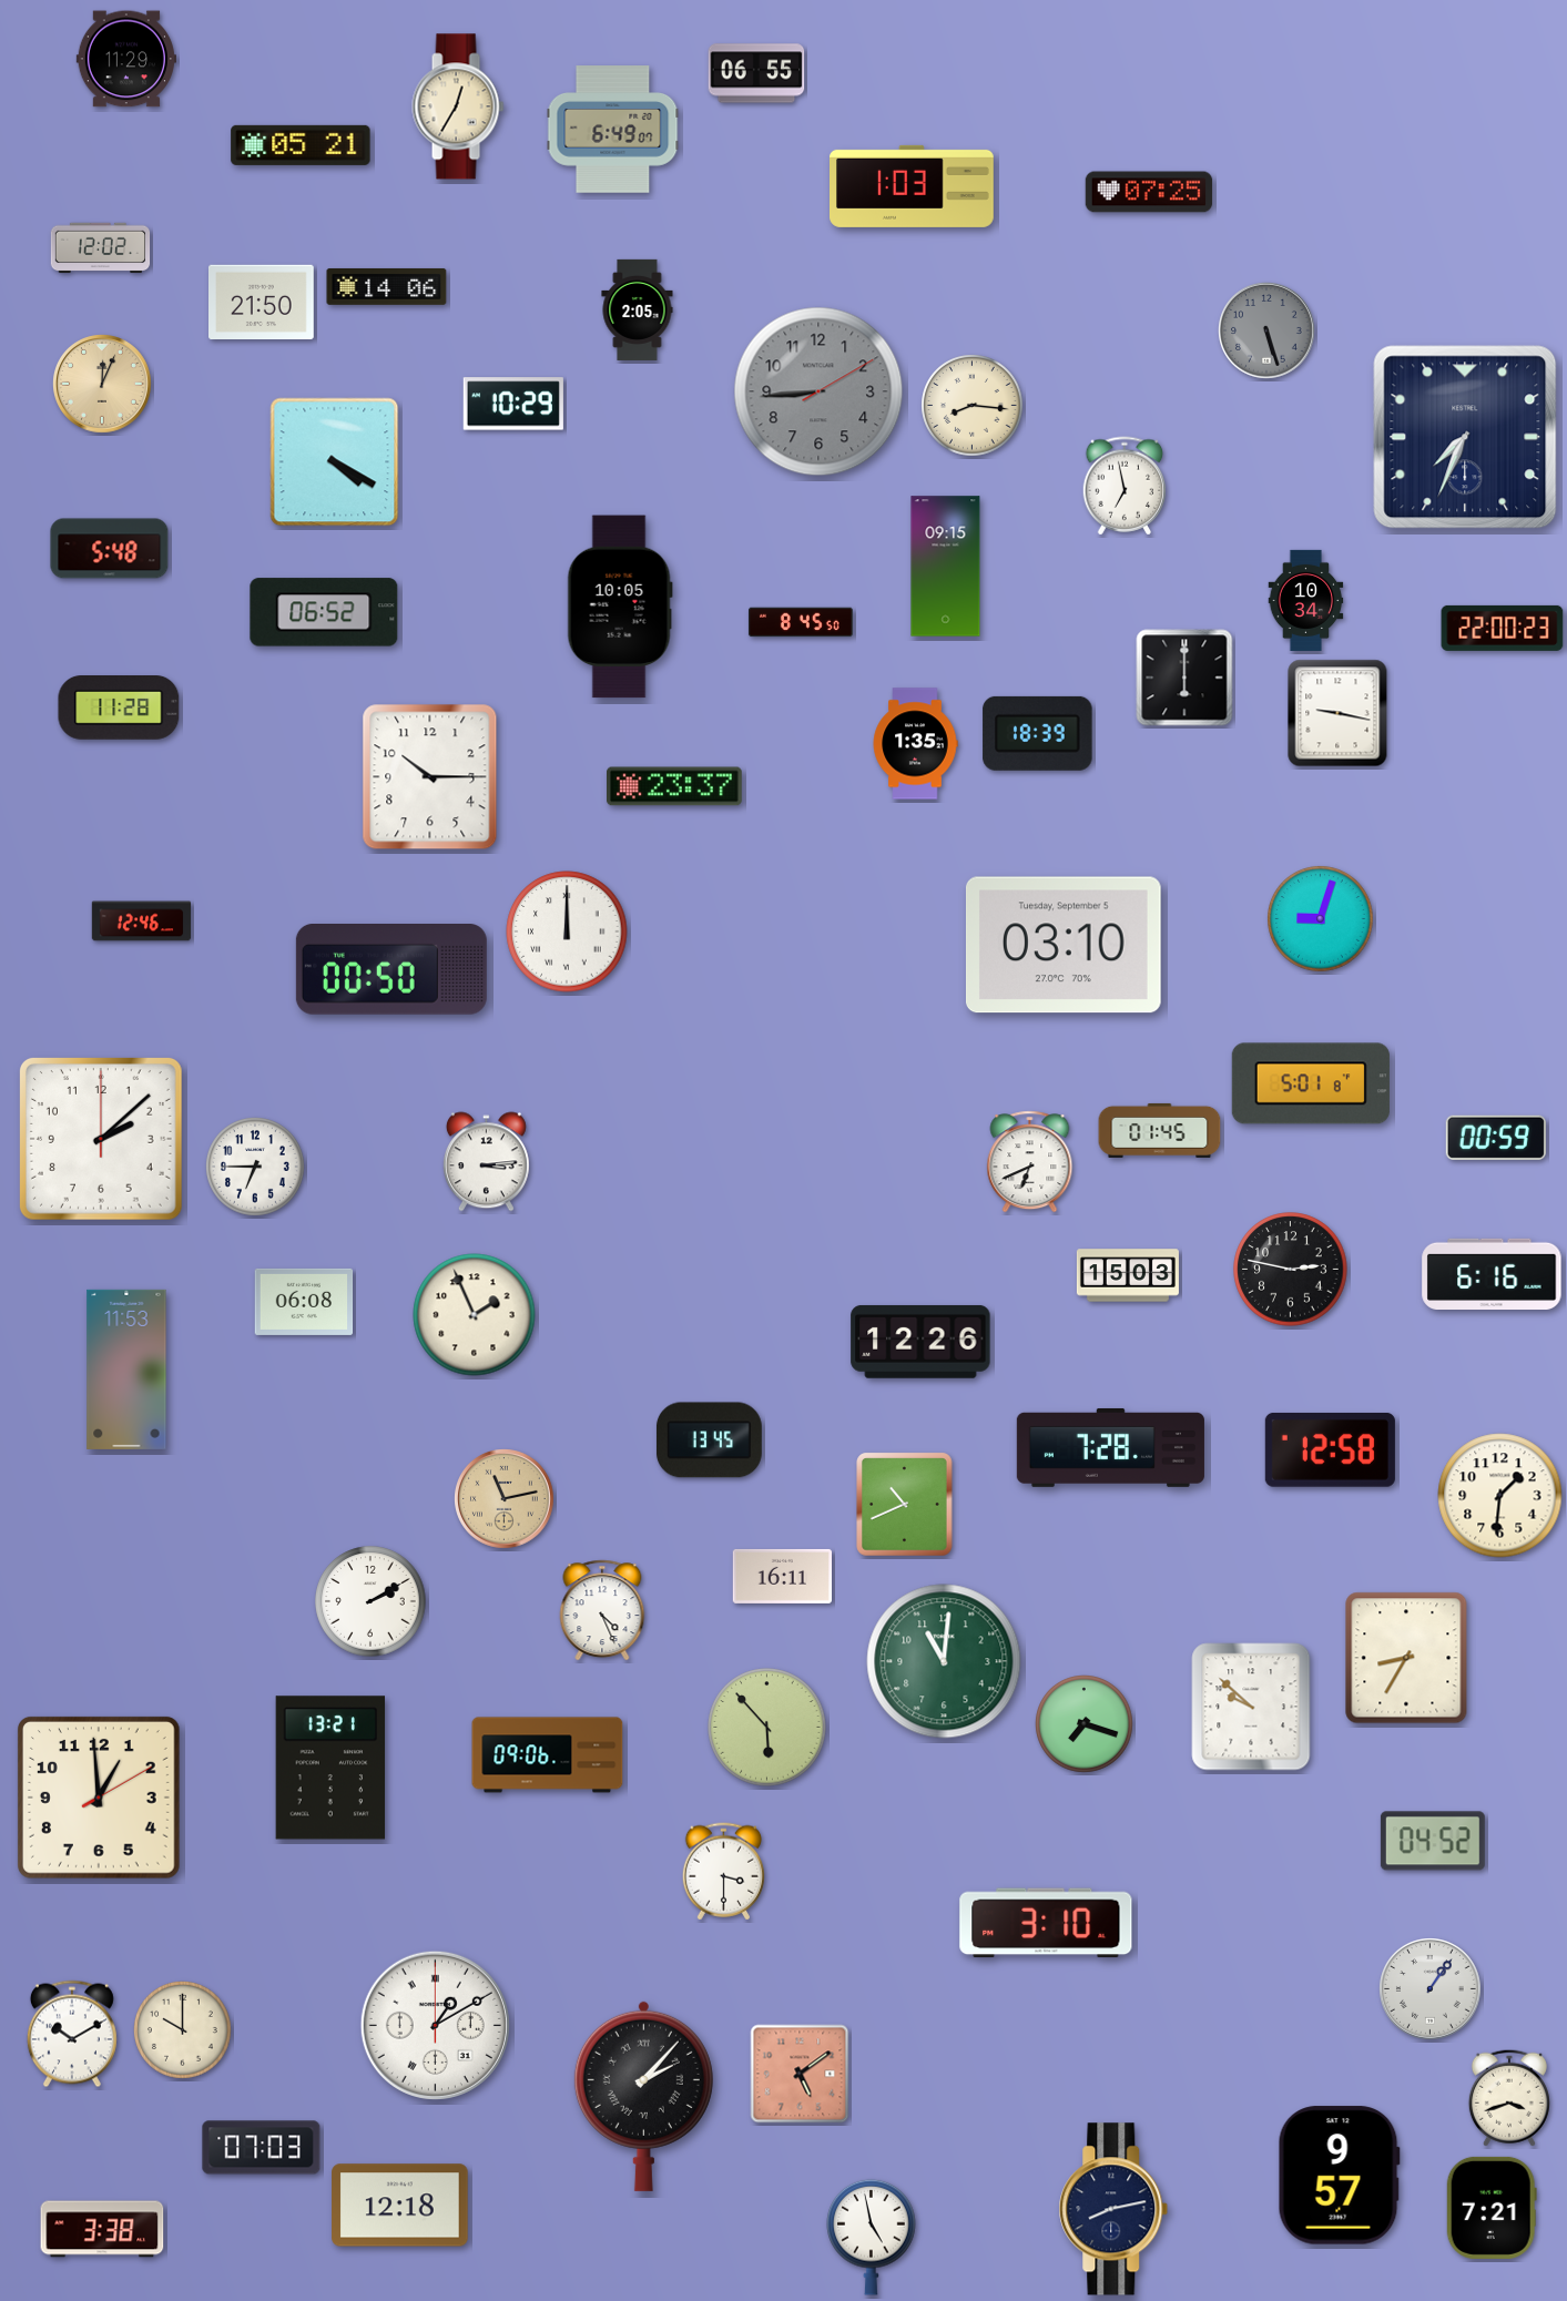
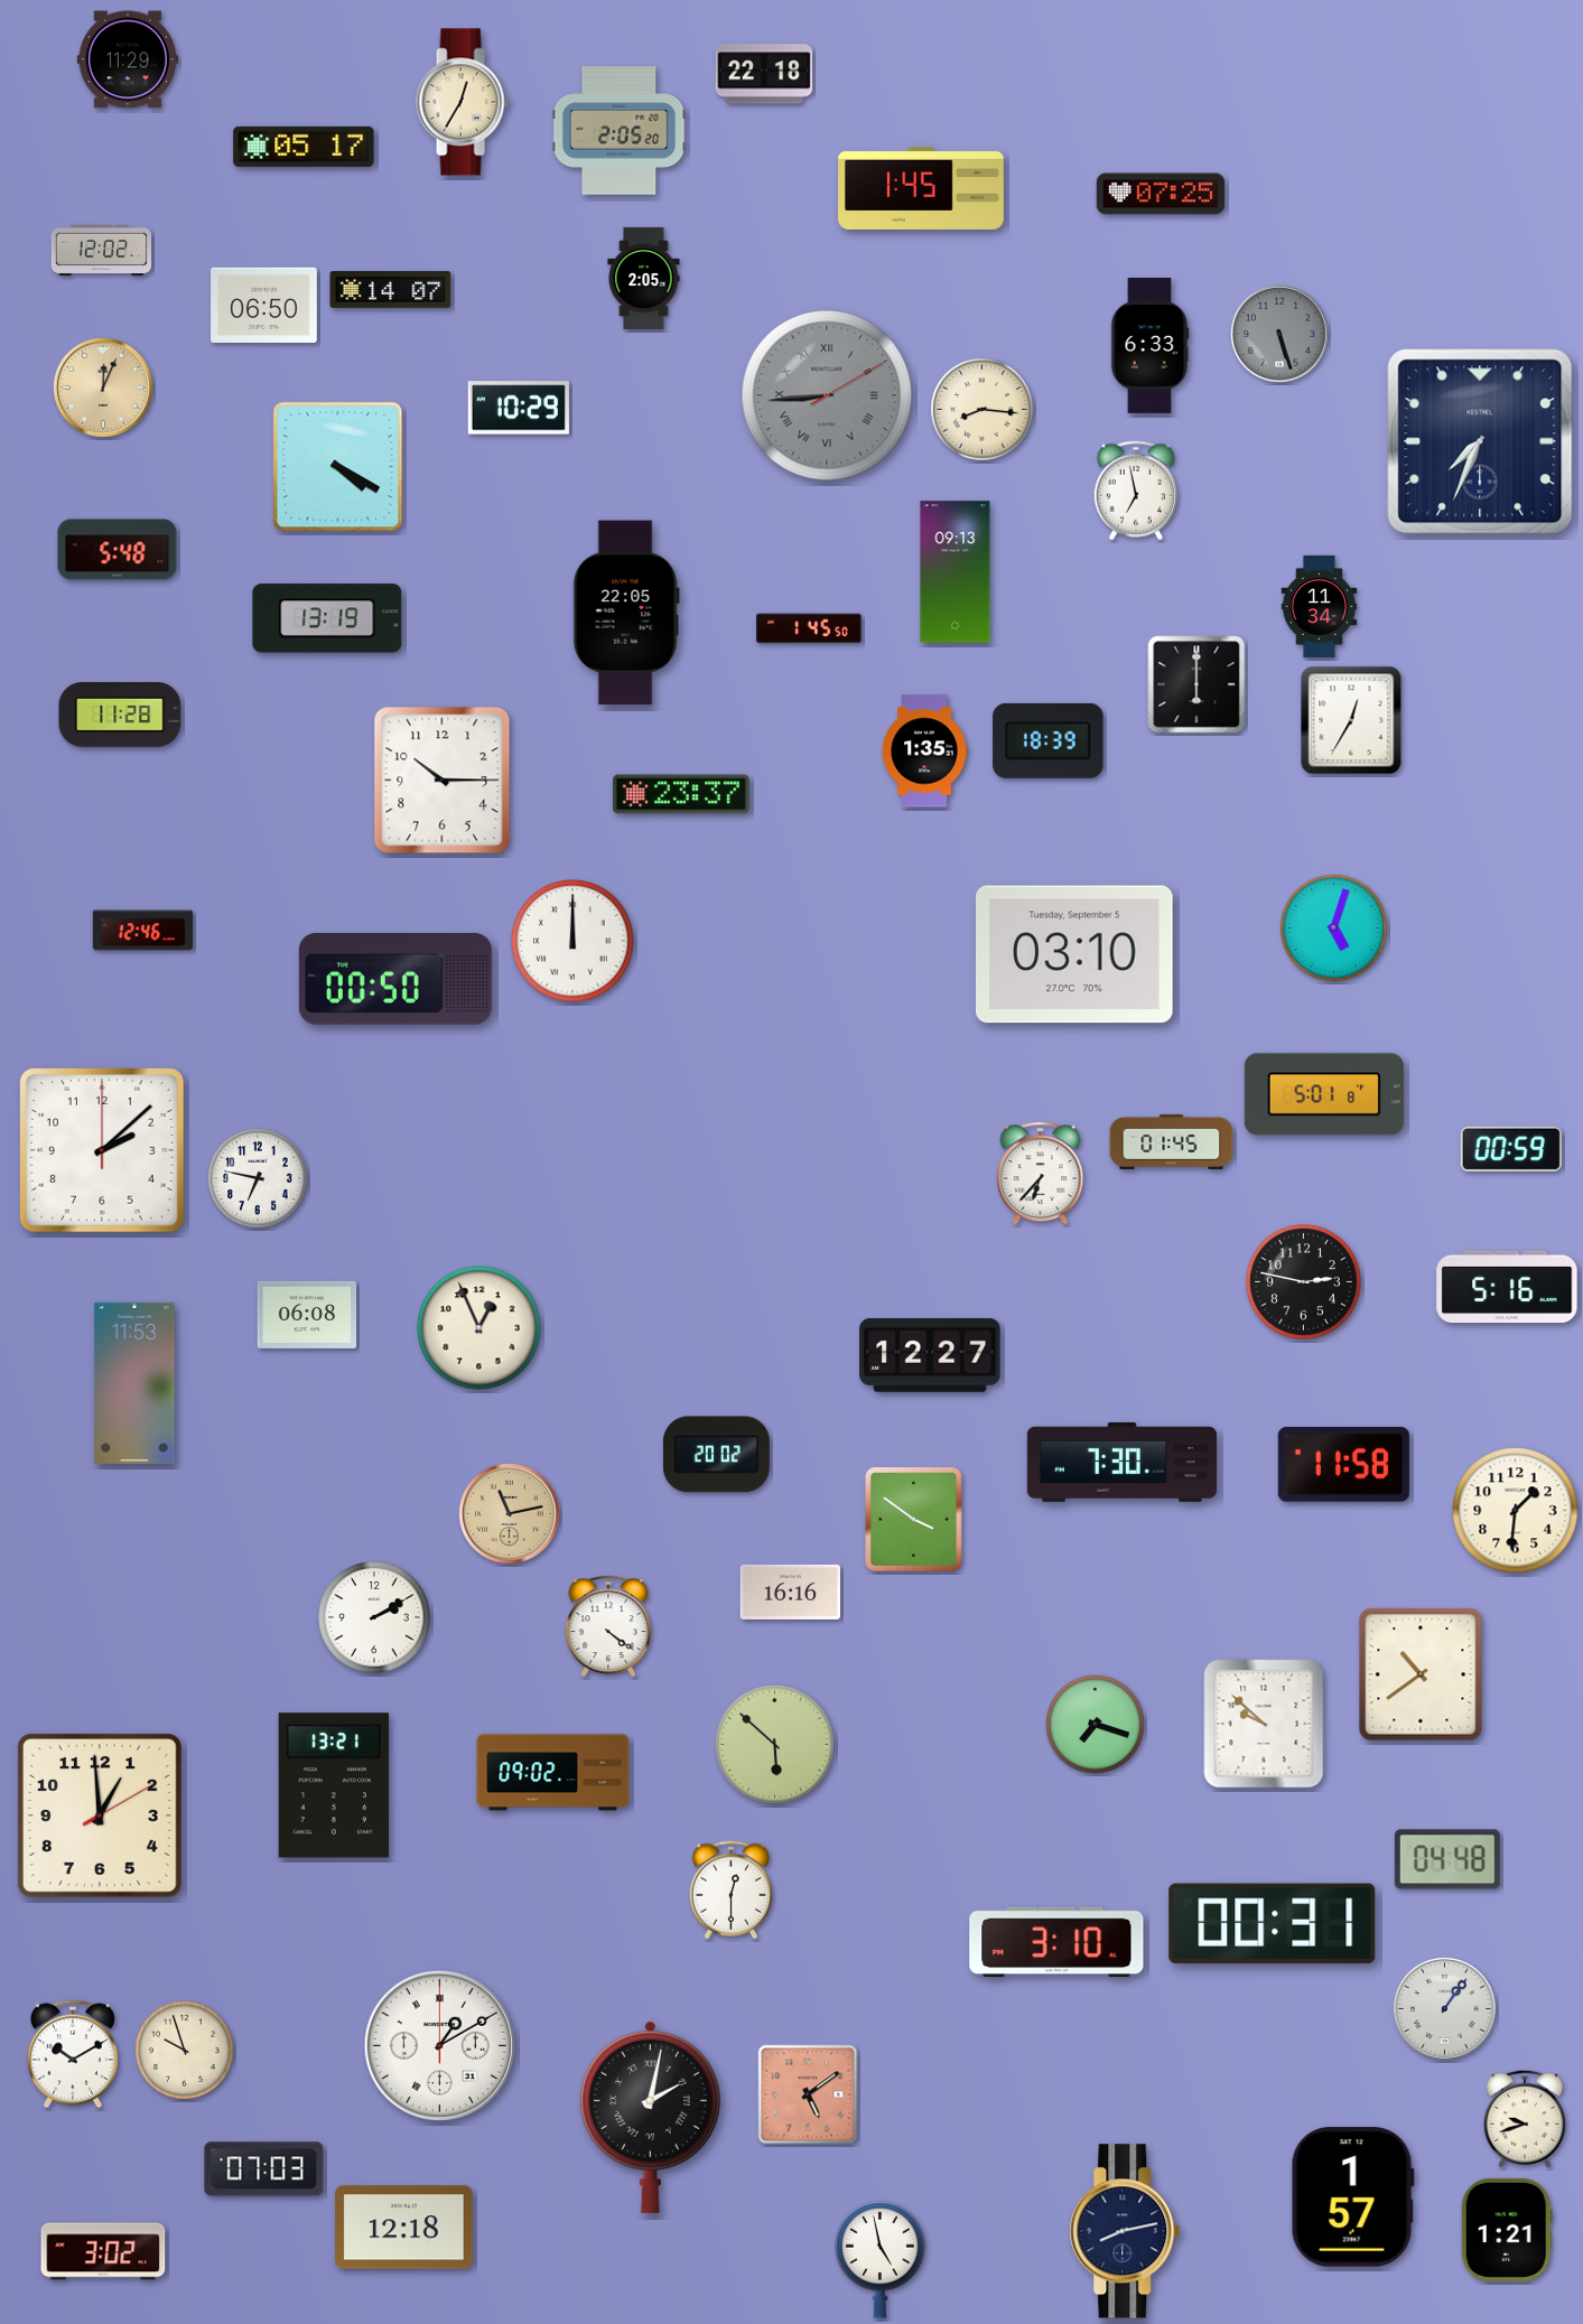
clock at (756, 73): 06:55 -> 22:18
clock at (458, 106) position: (458, 106) -> (463, 102)
clock at (613, 130): 6:49 -> 2:05
clock at (301, 145): 05:21 -> 05:17
clock at (913, 186): 1:03 -> 1:45
clock at (387, 287): 14:06 -> 14:07
clock at (262, 303): 21:50 -> 06:50
clock at (638, 309) position: (638, 309) -> (644, 278)
clock at (1149, 346): none -> 6:33
clock at (818, 391) numerals: Arabic -> Roman
clock at (110, 549) position: (110, 549) -> (118, 550)
clock at (946, 567): 09:15 -> 09:13
clock at (1306, 600): 10:34 -> 11:34
clock at (620, 607): 10:05 -> 22:05
clock at (324, 612): 06:52 -> 13:19
clock at (801, 622): 8:45 -> 1:45
clock at (1503, 628): 22:00 -> none
clock at (1337, 713): 9:17 -> 12:35
clock at (430, 777) position: (430, 777) -> (443, 781)
clock at (1321, 919): 9:03 -> 5:03
clock at (486, 1162): 3:14 -> none
clock at (1030, 1162): 6:41 -> 6:37
clock at (256, 1168): 6:45 -> 6:47
clock at (1492, 1273): 6:16 -> 5:16
clock at (1128, 1275): 15:03 -> none
clock at (475, 1315): 1:56 -> 12:56
clock at (920, 1342): 12:26 -> 12:27
clock at (126, 1370) position: (126, 1370) -> (134, 1383)
clock at (709, 1440): 13:45 -> 20:02
clock at (1110, 1447): 7:28 -> 7:30
clock at (1330, 1449): 12:58 -> 11:58
clock at (905, 1505): 10:41 -> 3:51
clock at (782, 1576): 16:11 -> 16:16
clock at (602, 1610): 4:26 -> 4:21
clock at (1406, 1658): 8:35 -> 10:39
clock at (944, 1661): 11:01 -> none
clock at (1085, 1724) position: (1085, 1724) -> (1096, 1725)
clock at (767, 1728): 5:53 -> 5:52
clock at (548, 1755): 09:06 -> 09:02
clock at (1433, 1841): 04:52 -> 04:48
clock at (723, 1872): 3:30 -> 12:30
clock at (1273, 1923): none -> 00:31
clock at (183, 2030): 10:00 -> 9:57
clock at (643, 2096): 2:07 -> 2:02
clock at (1509, 2098): 3:42 -> 9:42
clock at (1339, 2176): 9:57 -> 1:57
clock at (1492, 2208): 7:21 -> 1:21
clock at (102, 2229): 3:38 -> 3:02
